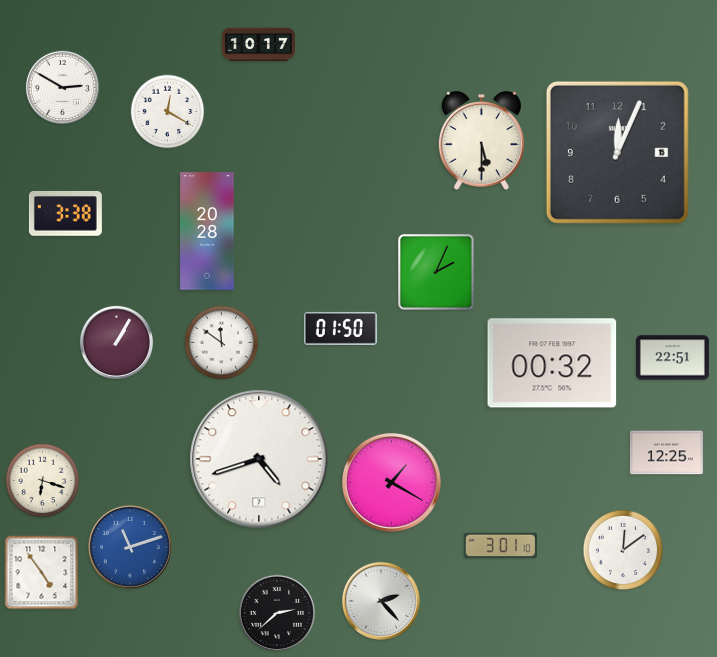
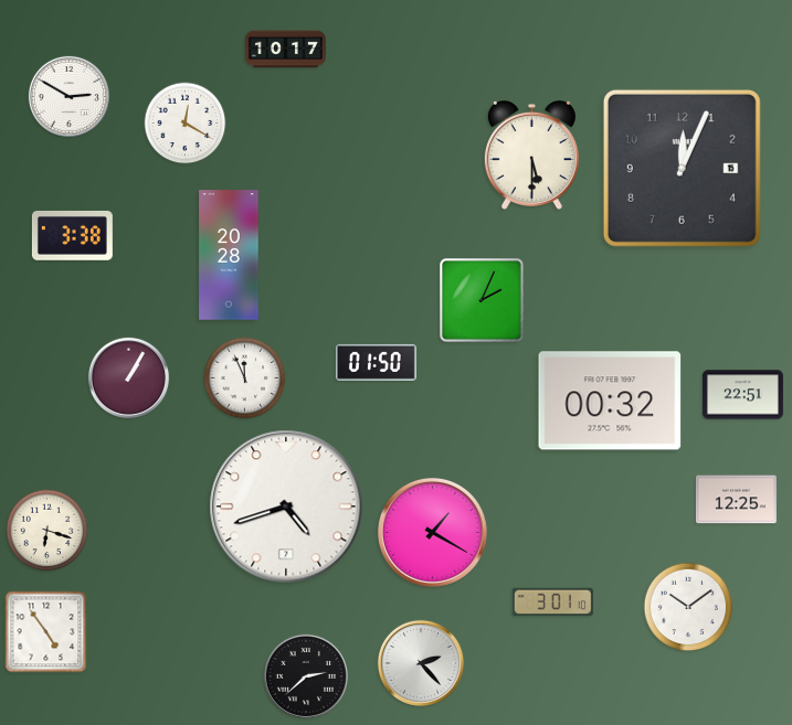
clock at (222, 343): 11:51 -> 11:56
clock at (130, 547): 11:12 -> none
clock at (623, 550): 12:09 -> 10:09
